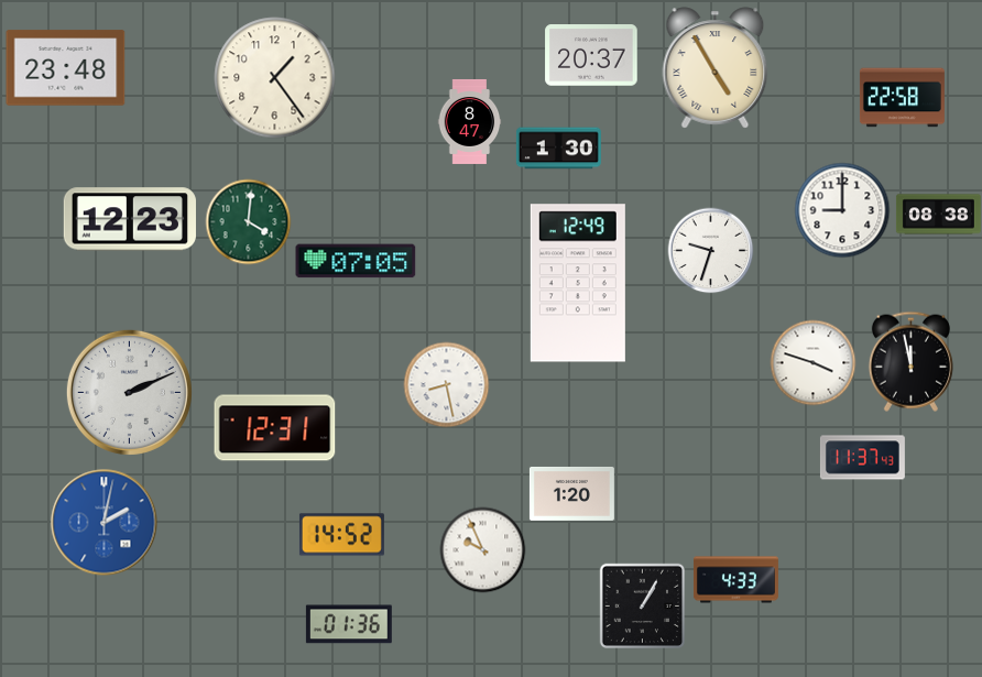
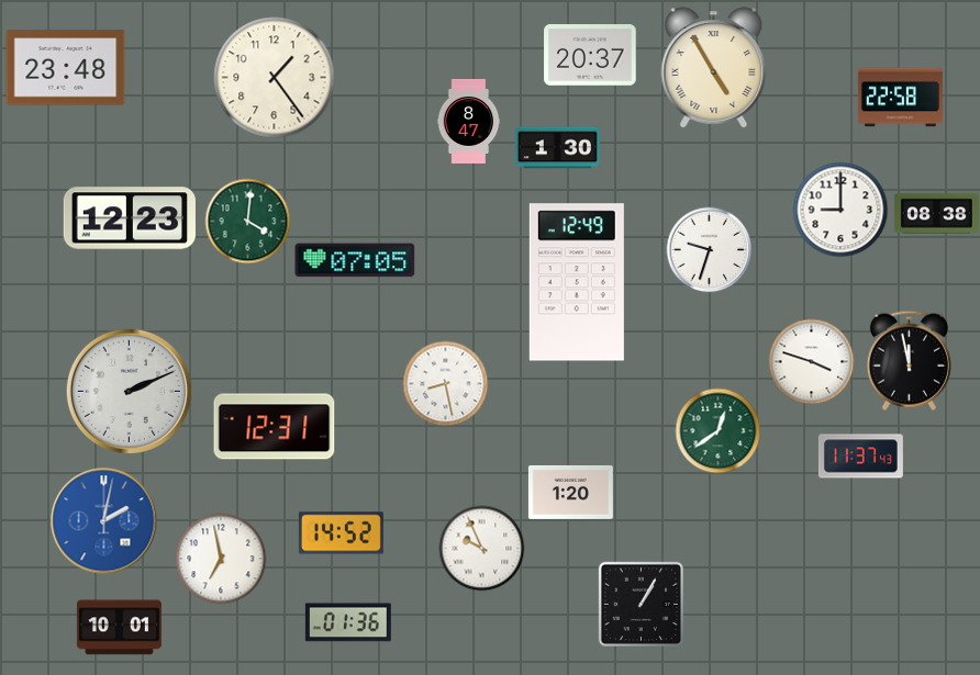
clock at (717, 430): none -> 12:39
clock at (221, 559): none -> 6:58
clock at (735, 580): 4:33 -> none
clock at (119, 628): none -> 10:01
